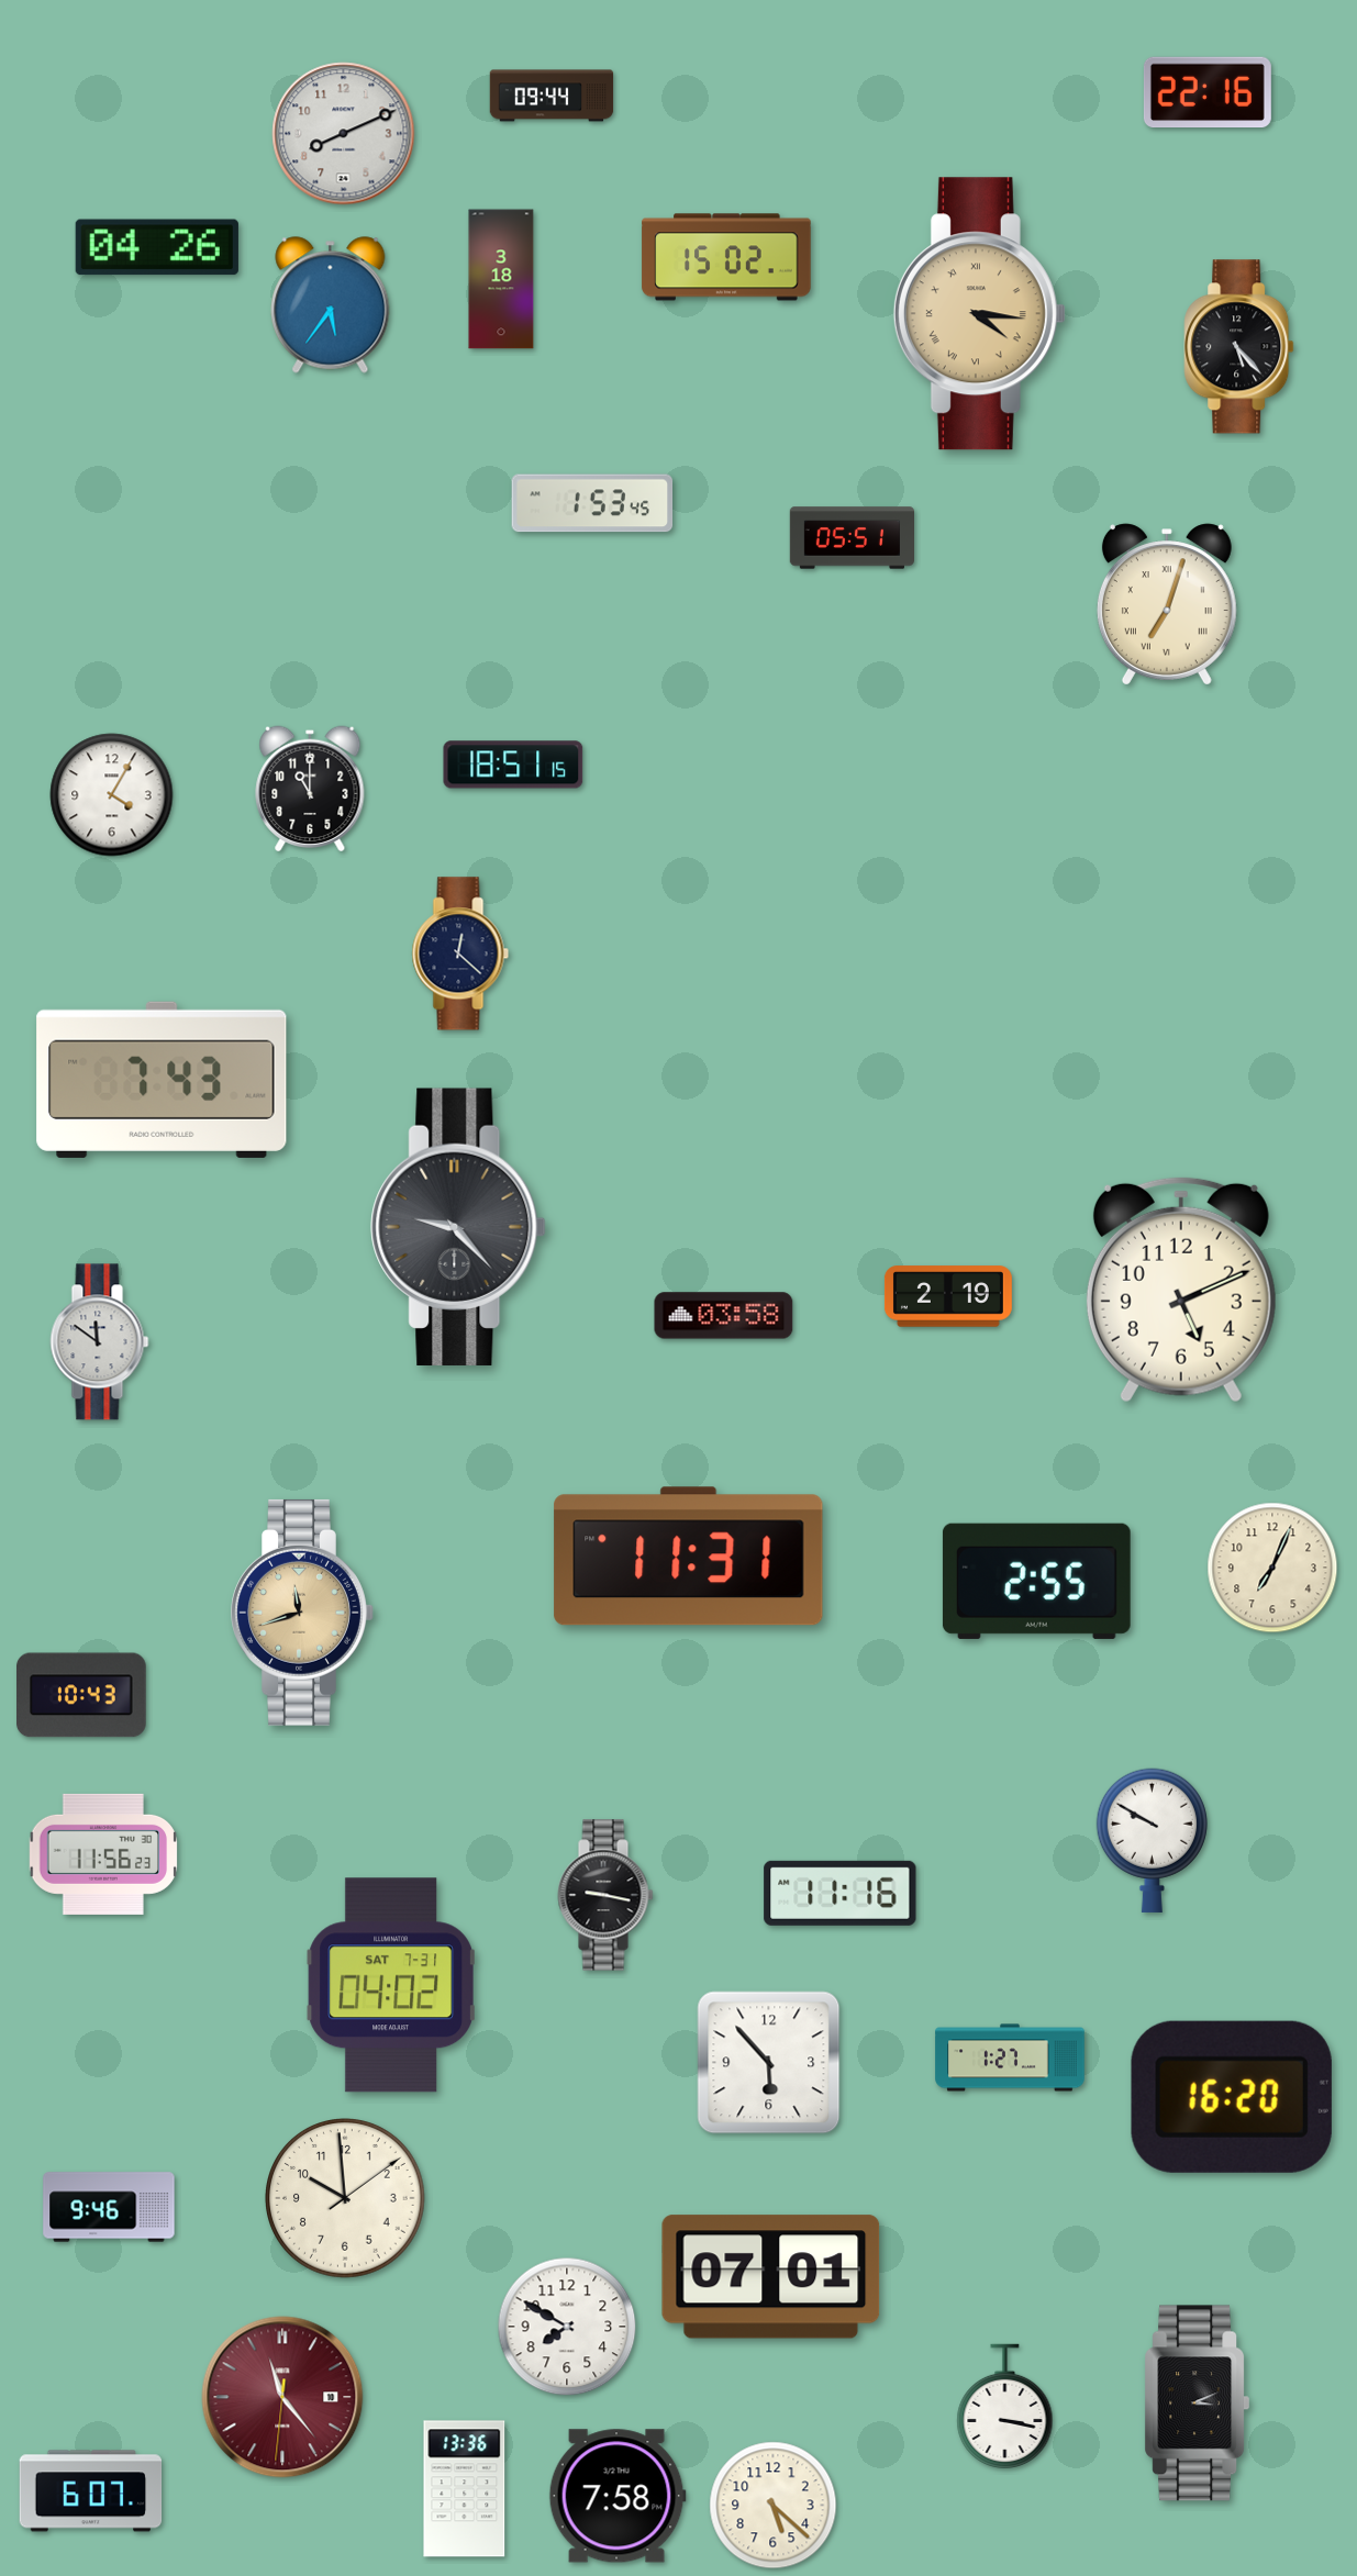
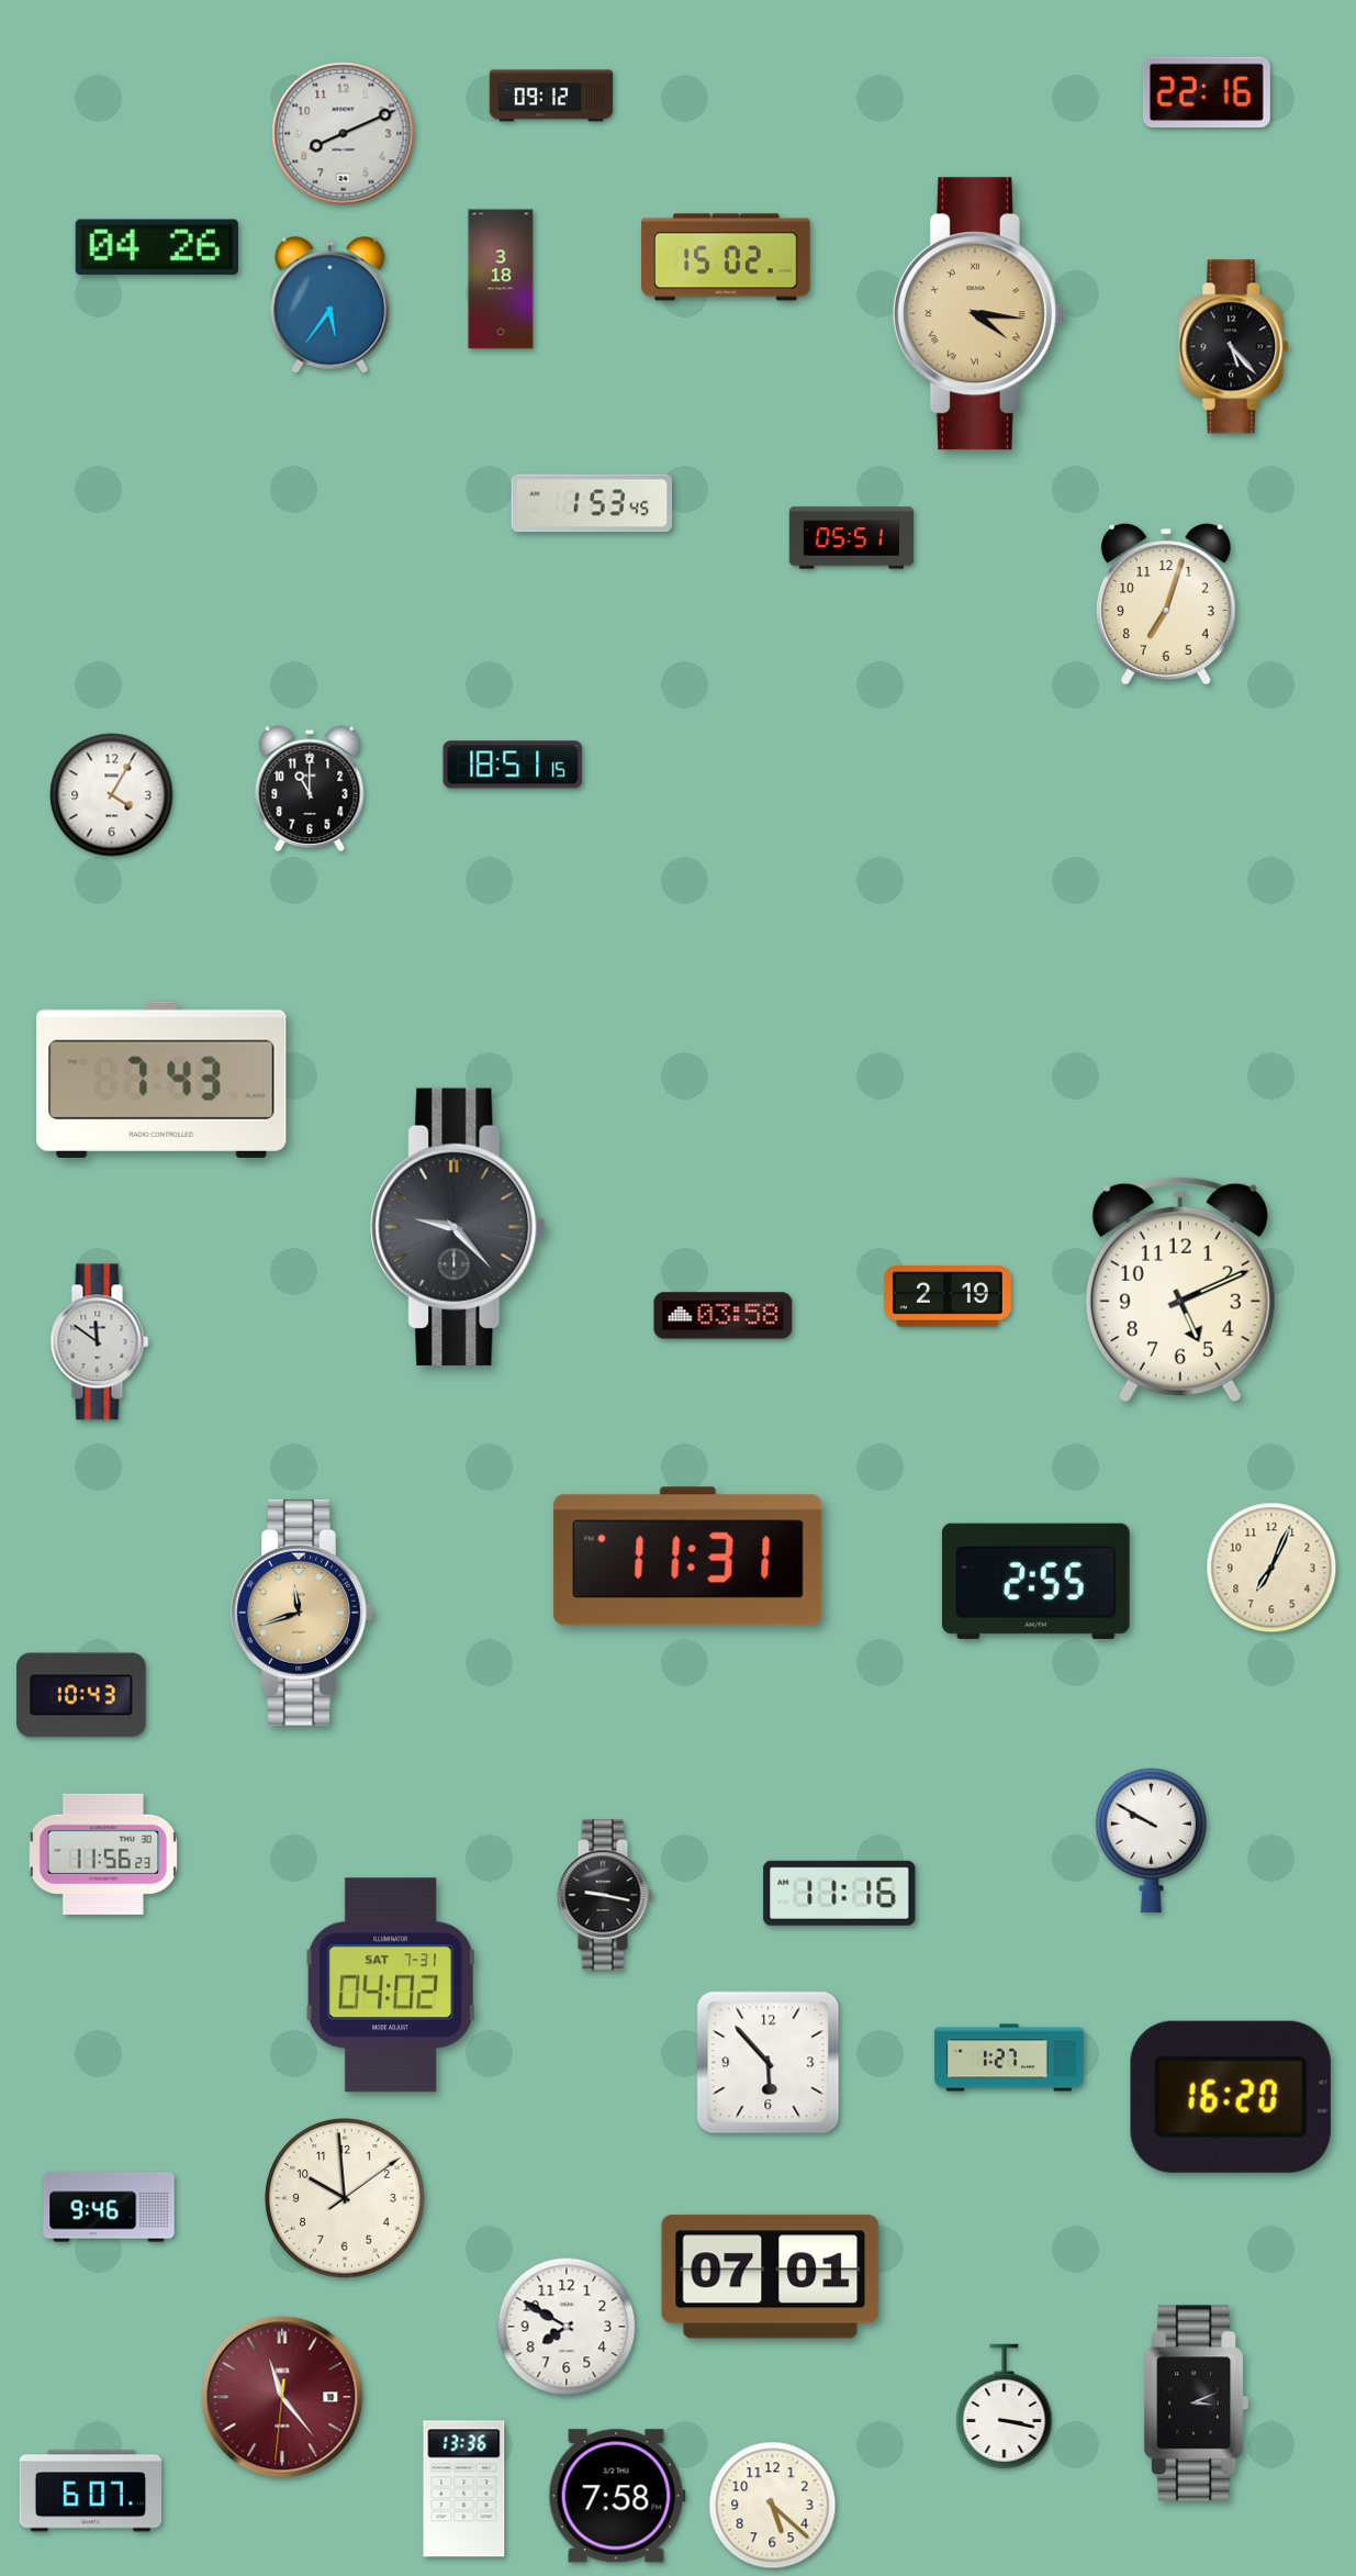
clock at (552, 96): 09:44 -> 09:12
clock at (1239, 347) position: (1239, 347) -> (1234, 347)
clock at (1167, 604) numerals: Roman -> Arabic
clock at (460, 954): 12:22 -> none
